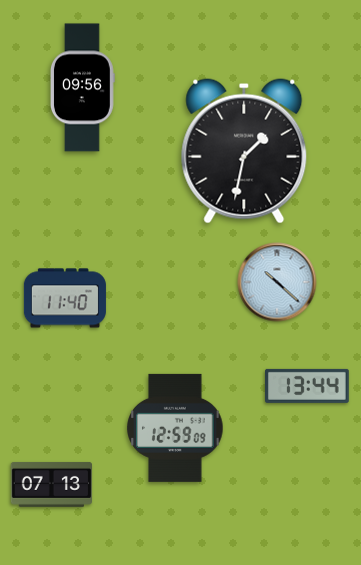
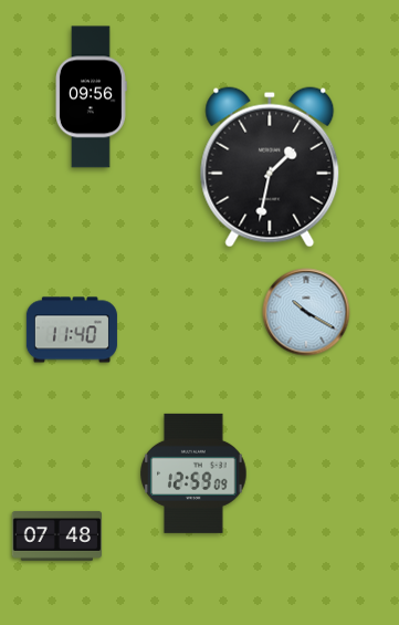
clock at (277, 282): 10:22 -> 10:20
clock at (308, 386): 13:44 -> none
clock at (51, 484): 07:13 -> 07:48
